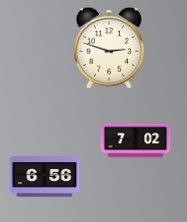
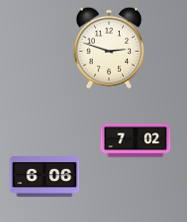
clock at (45, 177): 6:56 -> 6:06
